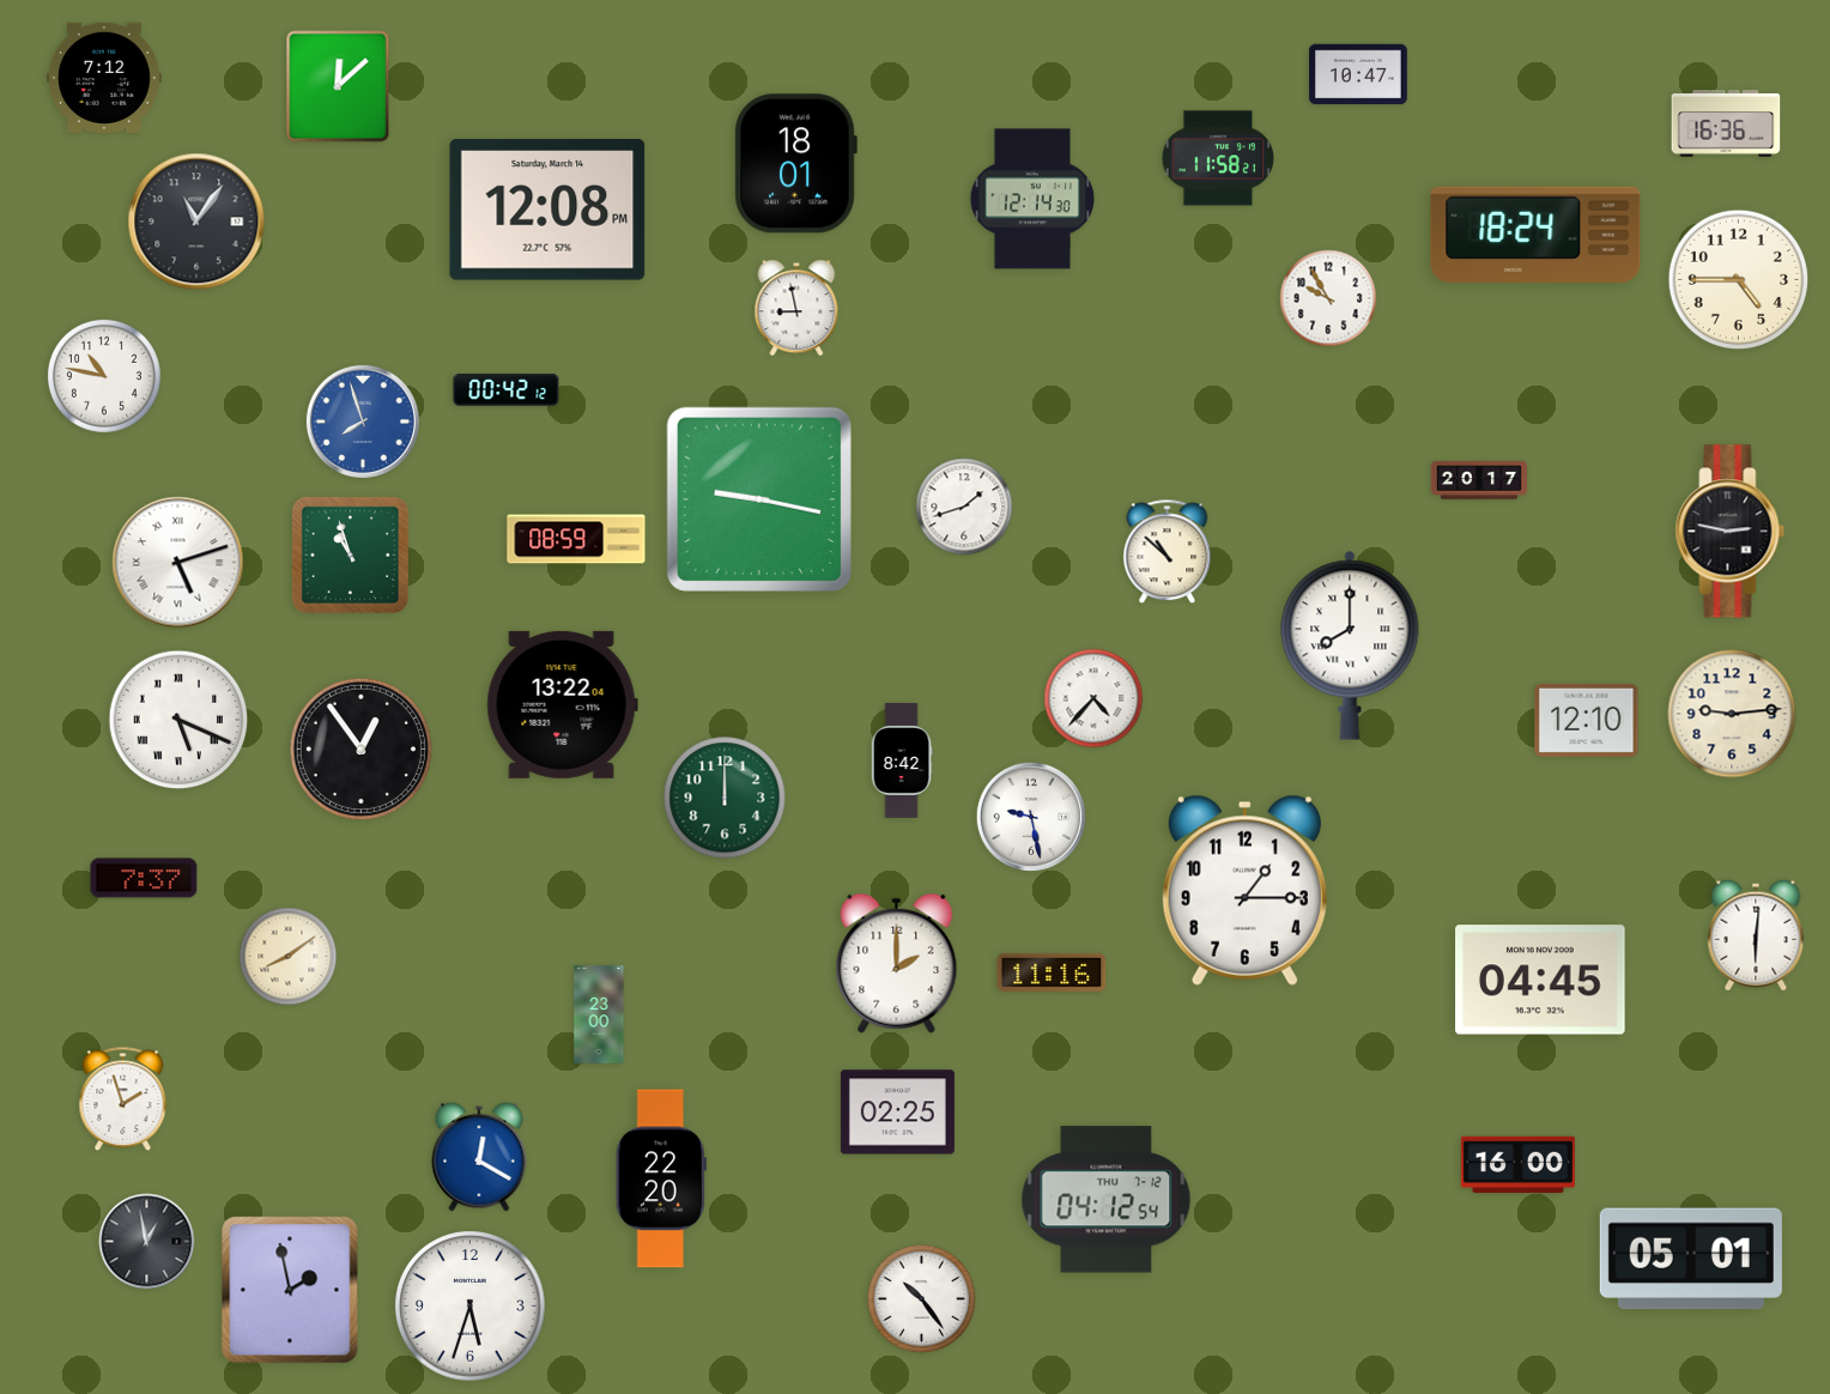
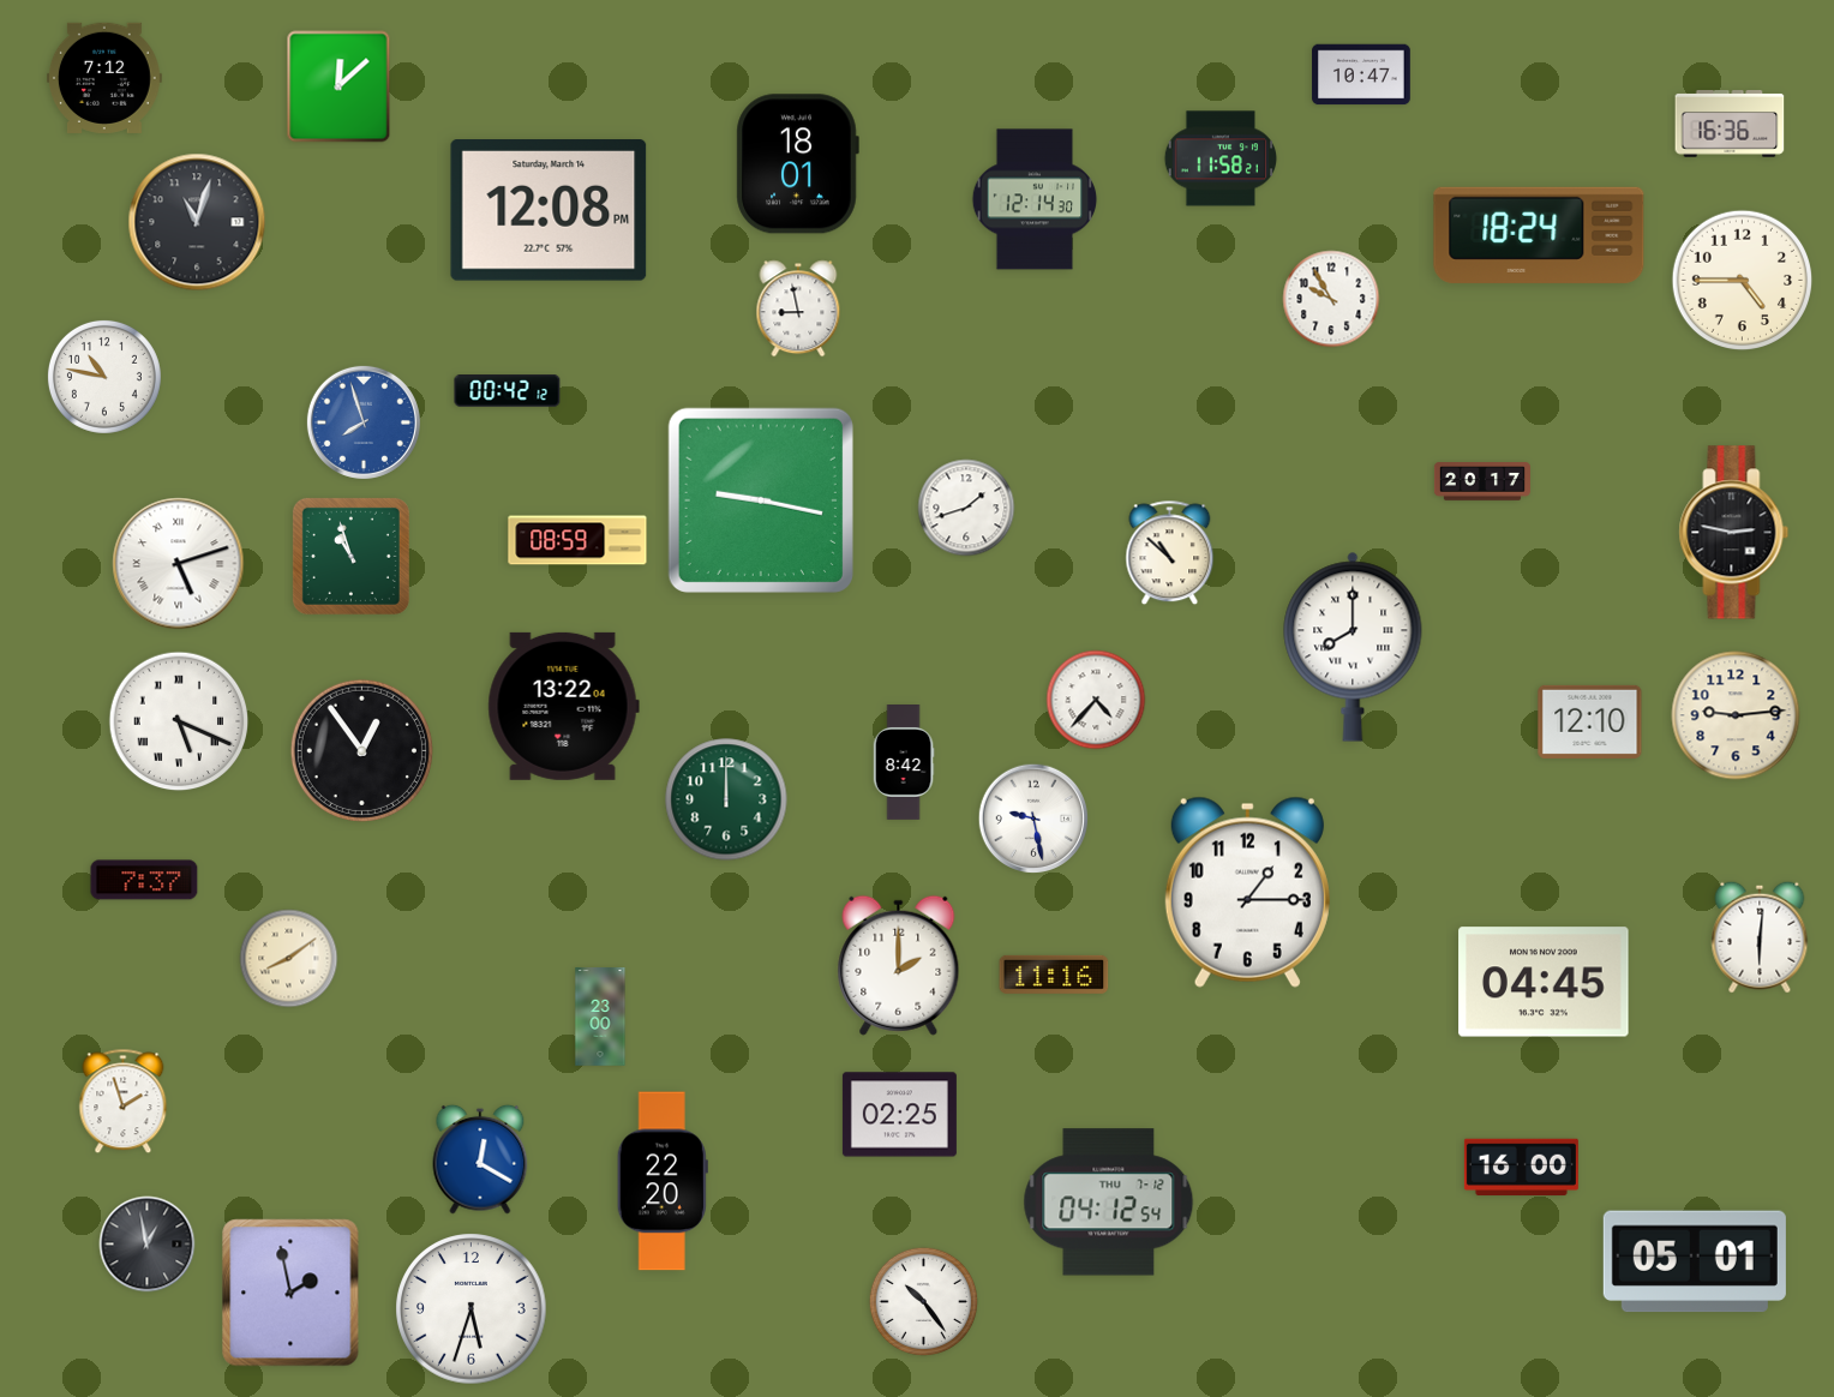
clock at (196, 222): 11:06 -> 11:03
